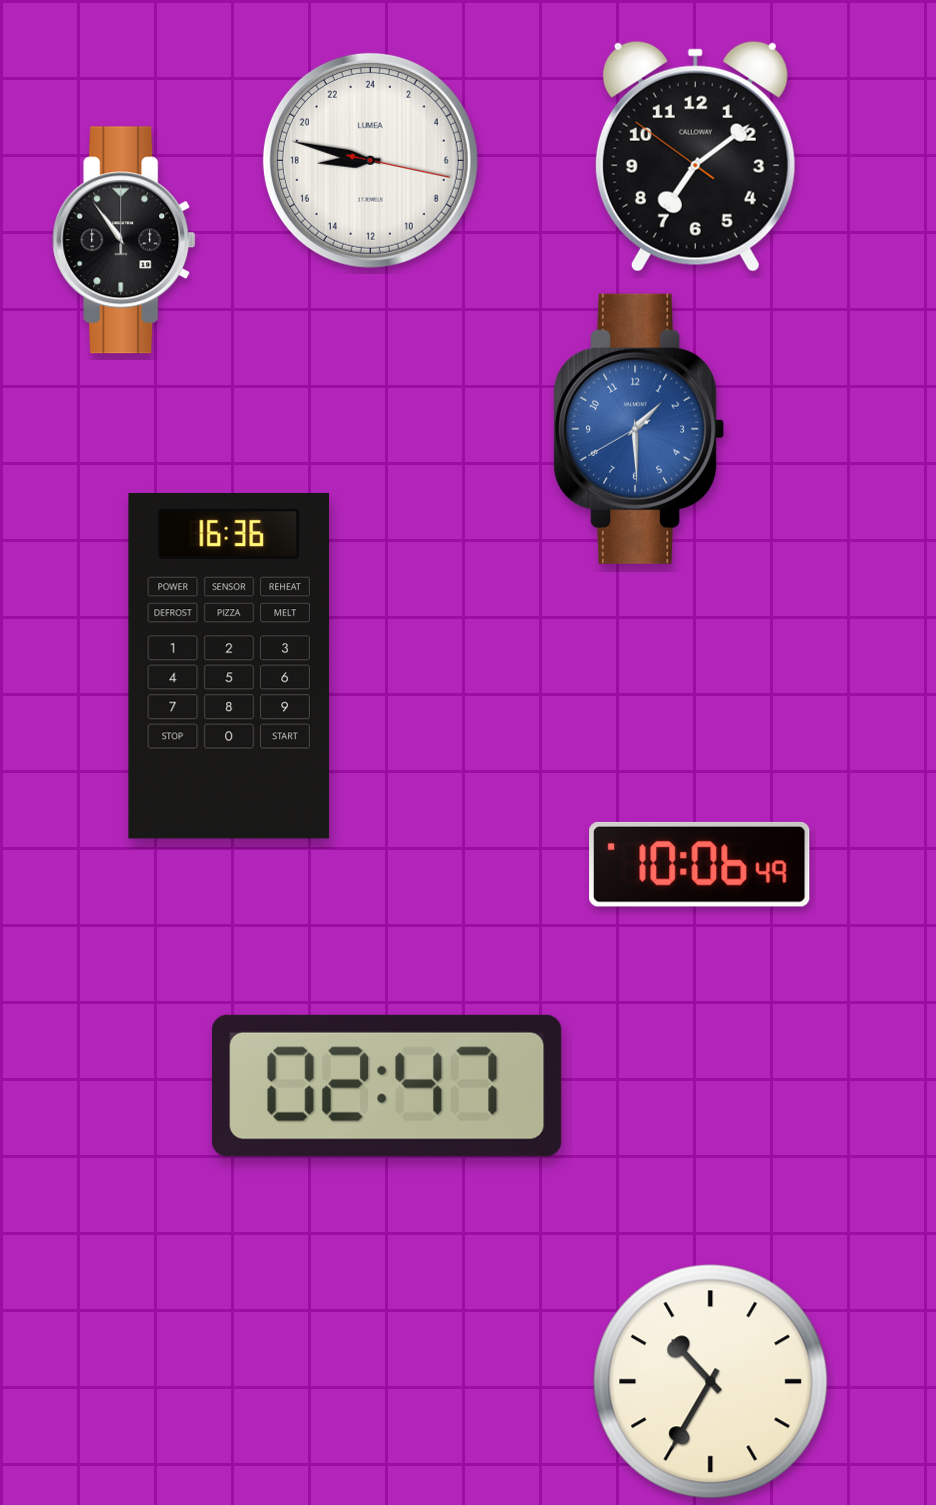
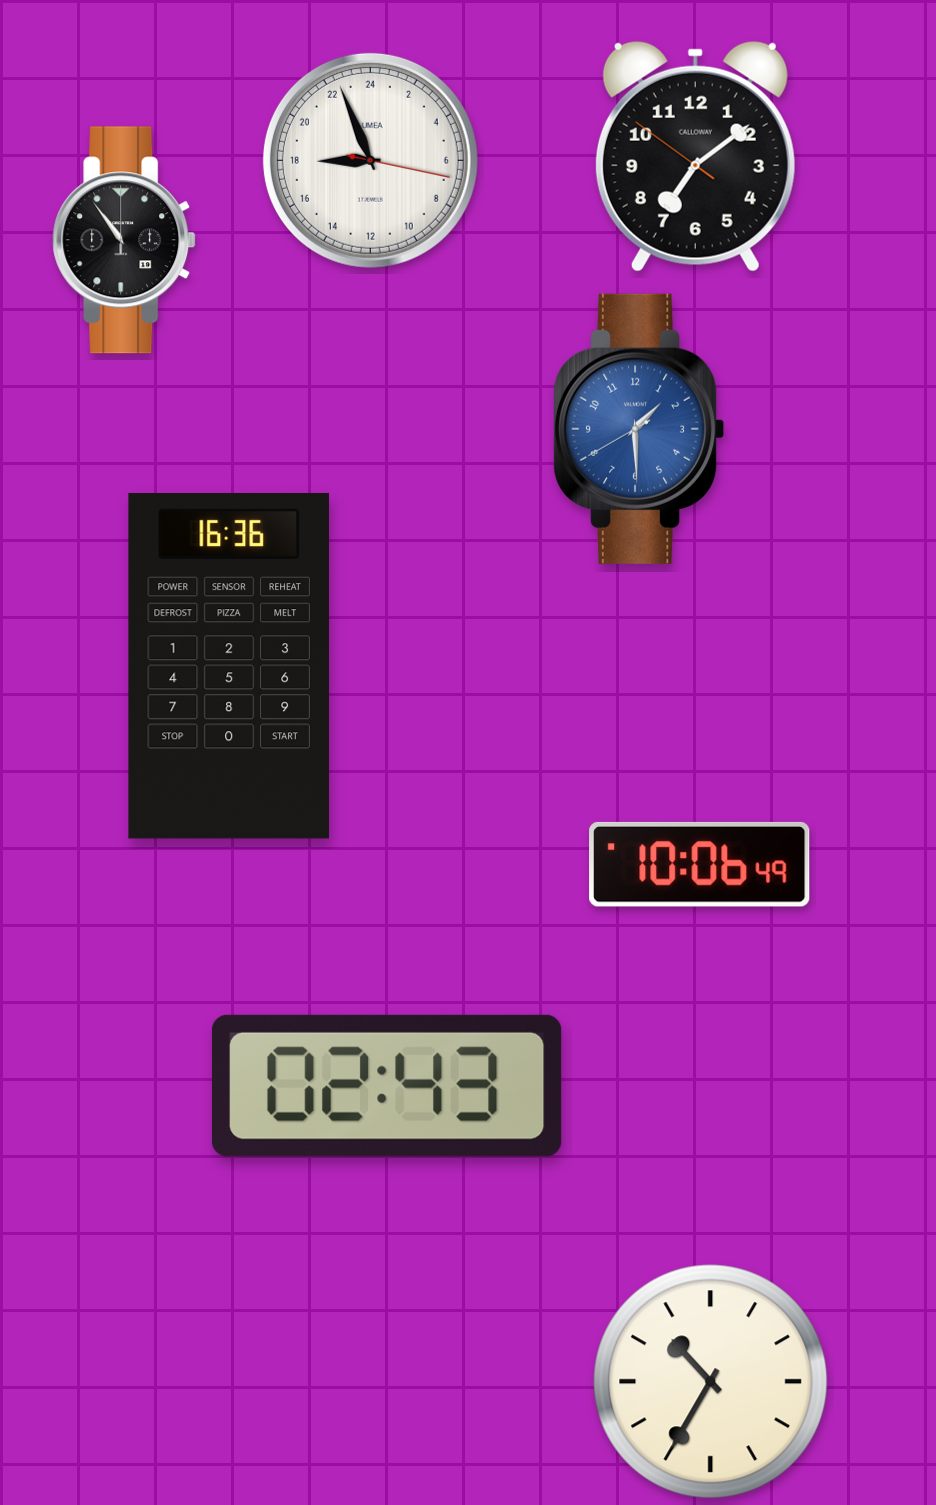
clock at (370, 160): 17:47 -> 17:56
clock at (387, 1086): 02:47 -> 02:43
